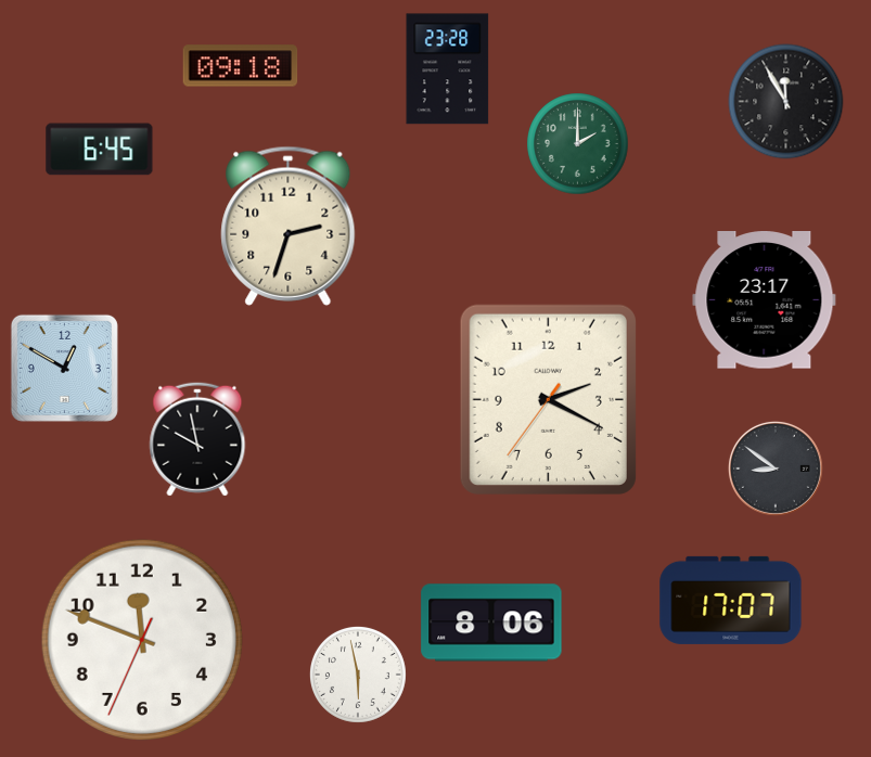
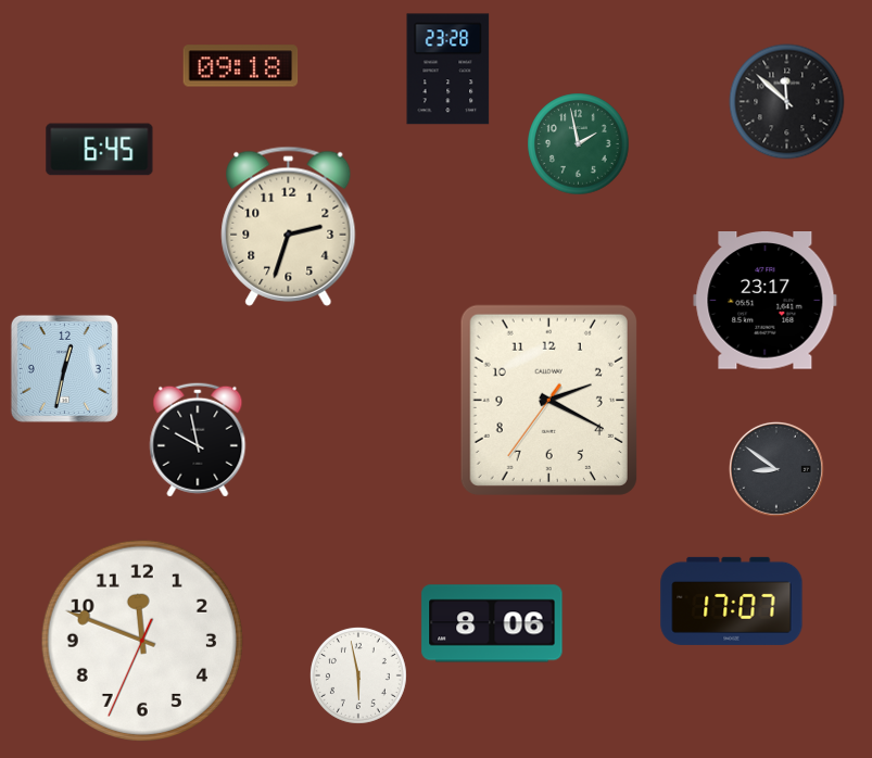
clock at (786, 102): 11:55 -> 11:52
clock at (578, 144): 2:00 -> 1:58
clock at (64, 368): 12:50 -> 12:32
